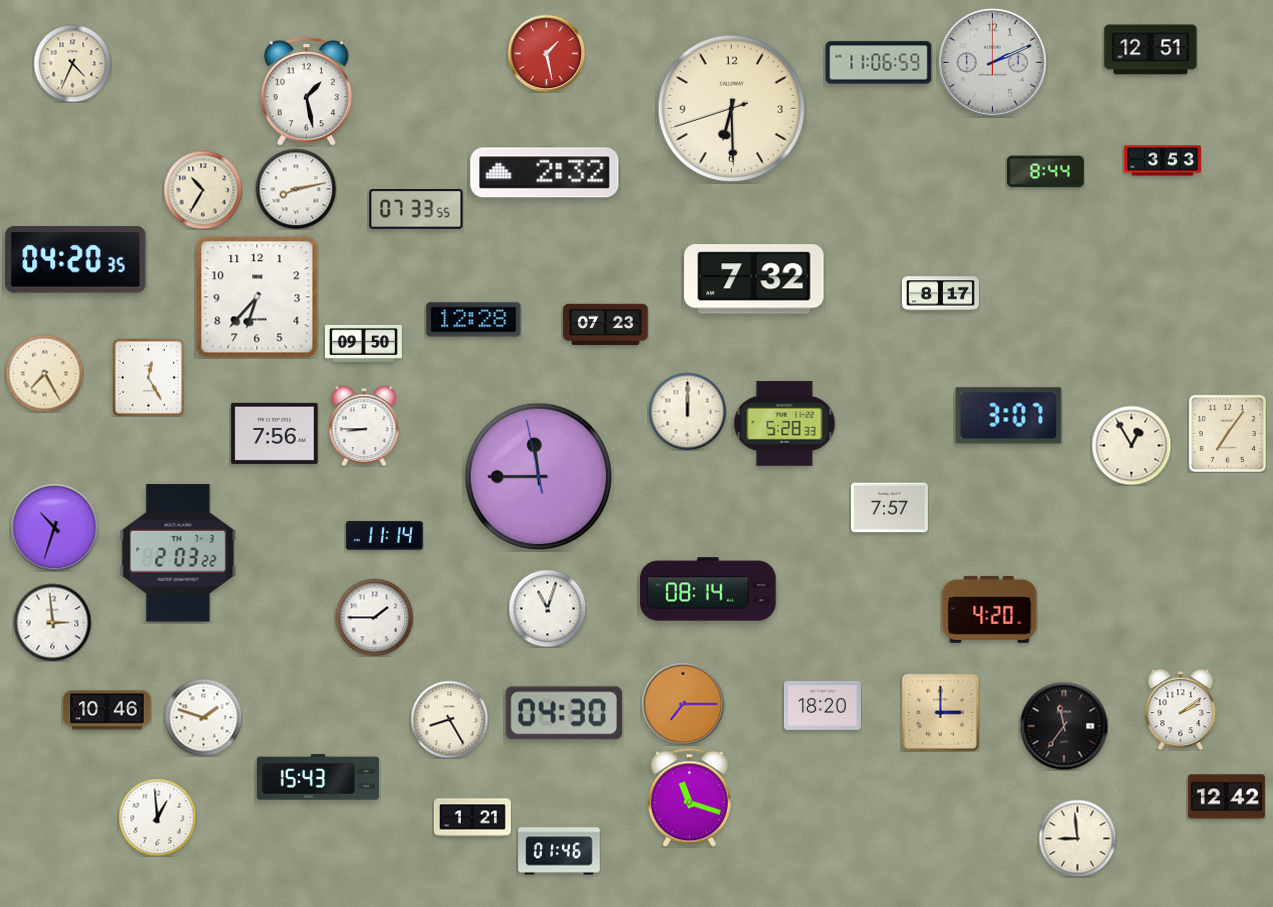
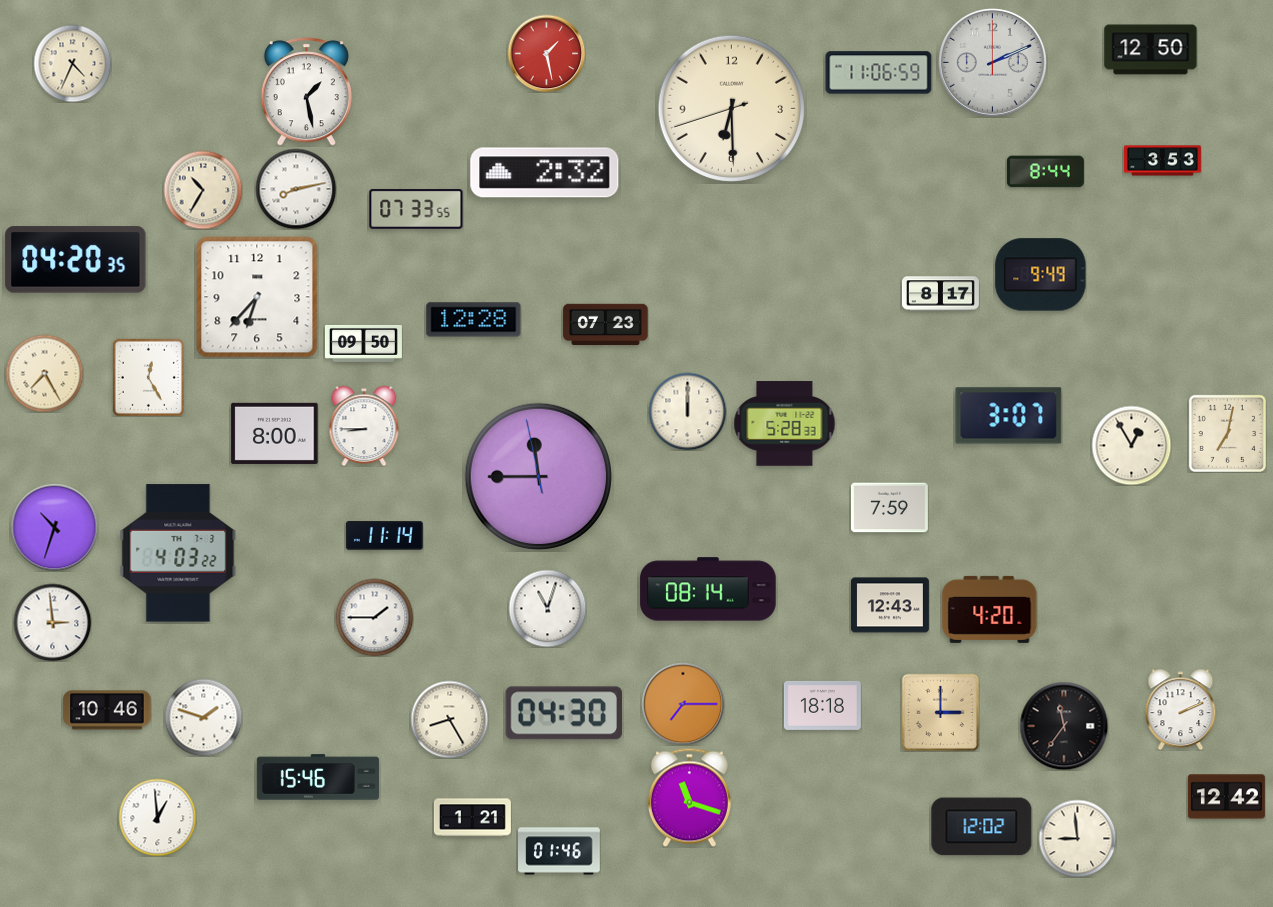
clock at (1151, 50): 12:51 -> 12:50
clock at (879, 63) position: (879, 63) -> (879, 73)
clock at (1041, 275): none -> 9:49
clock at (754, 279): 7:32 -> none
clock at (275, 433): 7:56 -> 8:00
clock at (1227, 433): 7:06 -> 7:02
clock at (889, 508): 7:57 -> 7:59
clock at (178, 553): 2:03 -> 4:03
clock at (890, 605): none -> 12:43
clock at (822, 705): 18:20 -> 18:18
clock at (1181, 709): 2:09 -> 2:11
clock at (318, 777): 15:43 -> 15:46
clock at (982, 827): none -> 12:02
